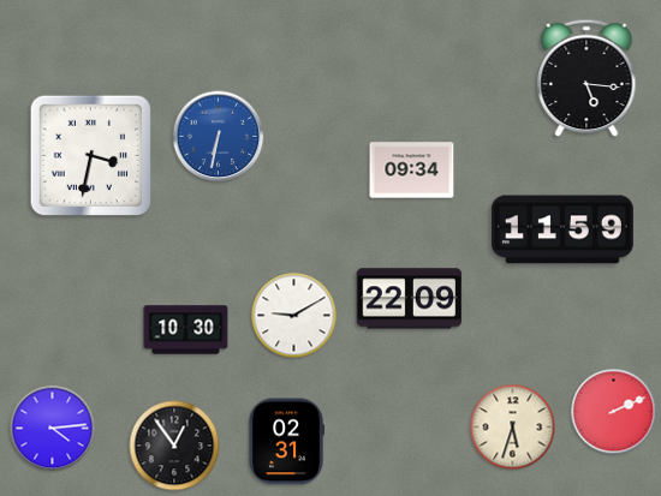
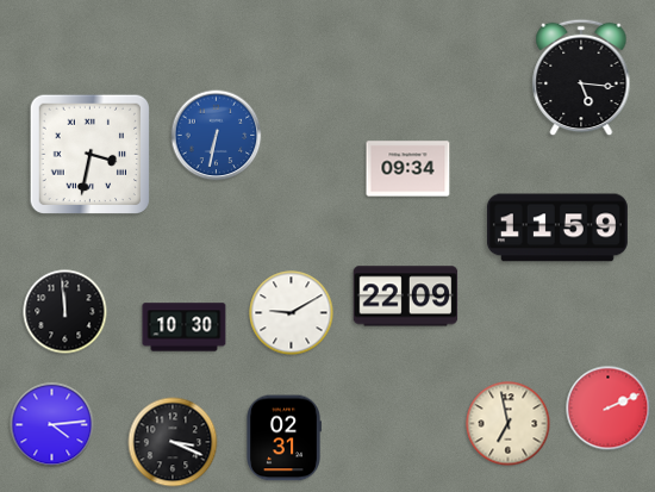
clock at (65, 312): none -> 11:59
clock at (513, 428): 5:33 -> 6:58
clock at (174, 446): 12:54 -> 3:19
